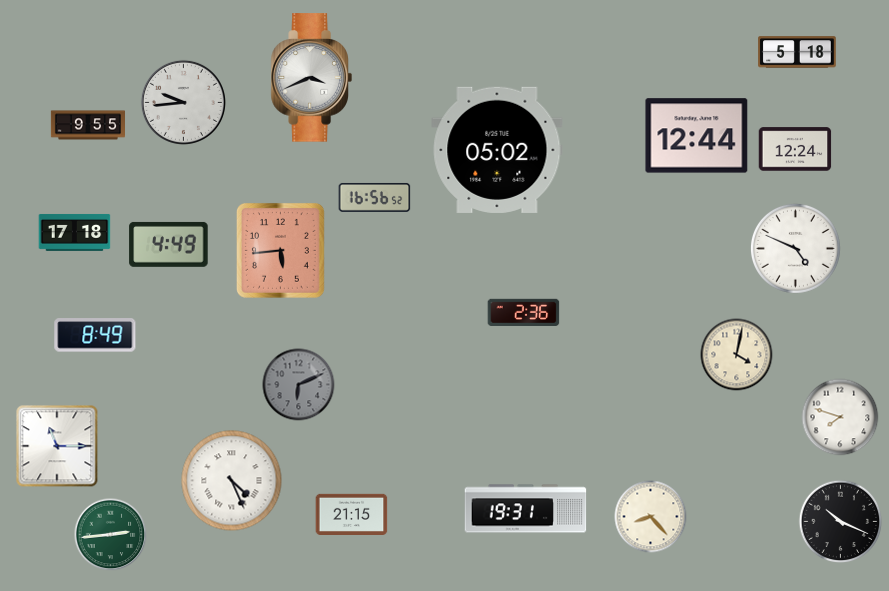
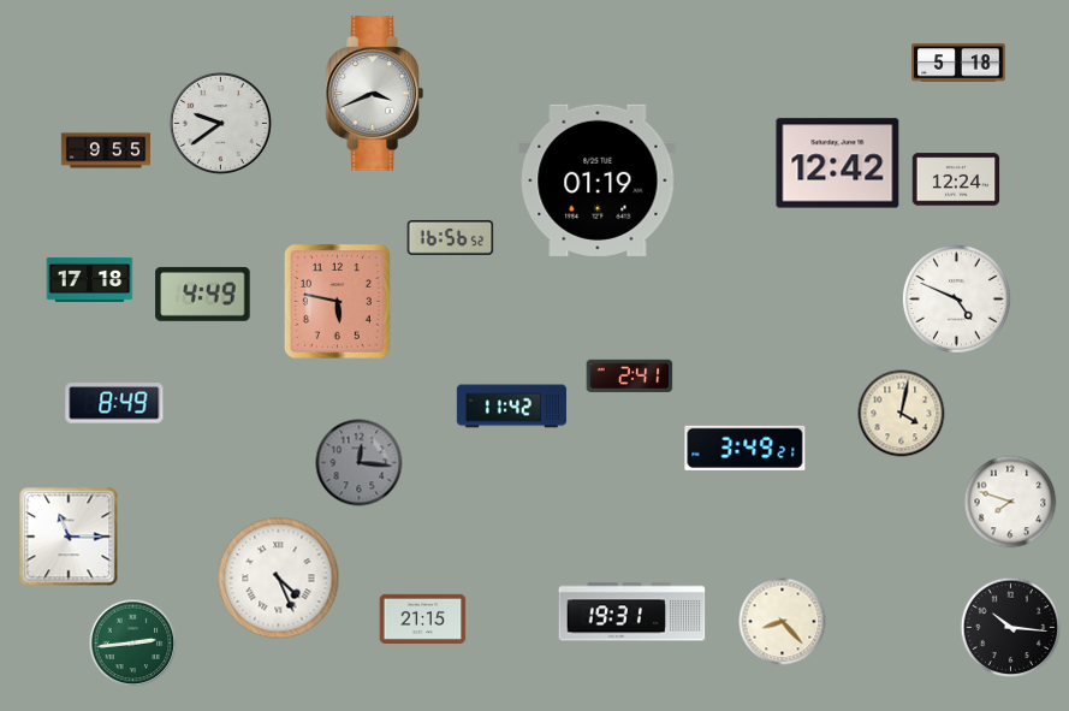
clock at (183, 102): 9:44 -> 9:39
clock at (697, 136): 12:44 -> 12:42
clock at (497, 150): 05:02 -> 01:19
clock at (280, 250): 5:44 -> 5:47
clock at (524, 312): 2:36 -> 2:41
clock at (511, 407): none -> 11:42
clock at (737, 355) position: (737, 355) -> (902, 414)
clock at (746, 448): none -> 3:49
clock at (299, 385): 6:11 -> 12:16
clock at (841, 522): 10:19 -> 10:16
